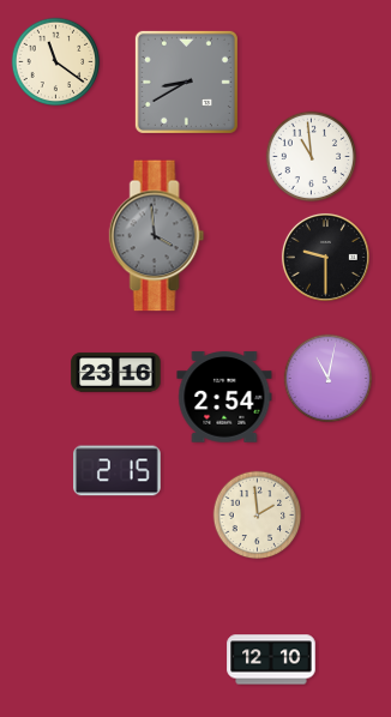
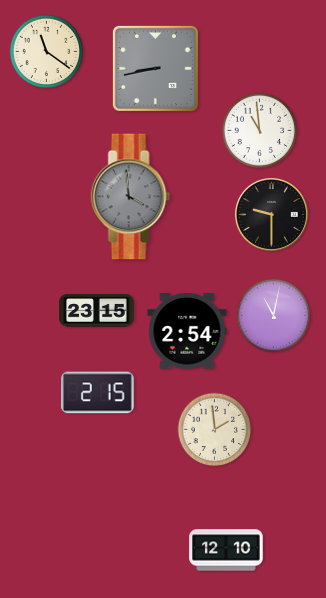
clock at (186, 82): 8:40 -> 8:43
clock at (116, 373): 23:16 -> 23:15
